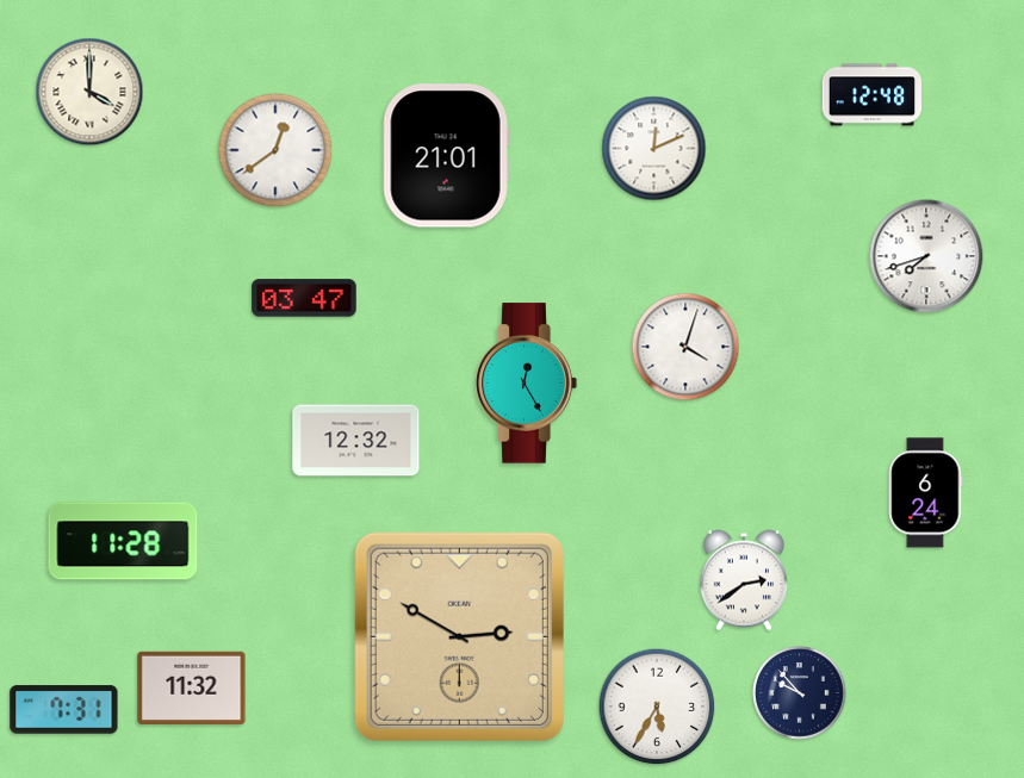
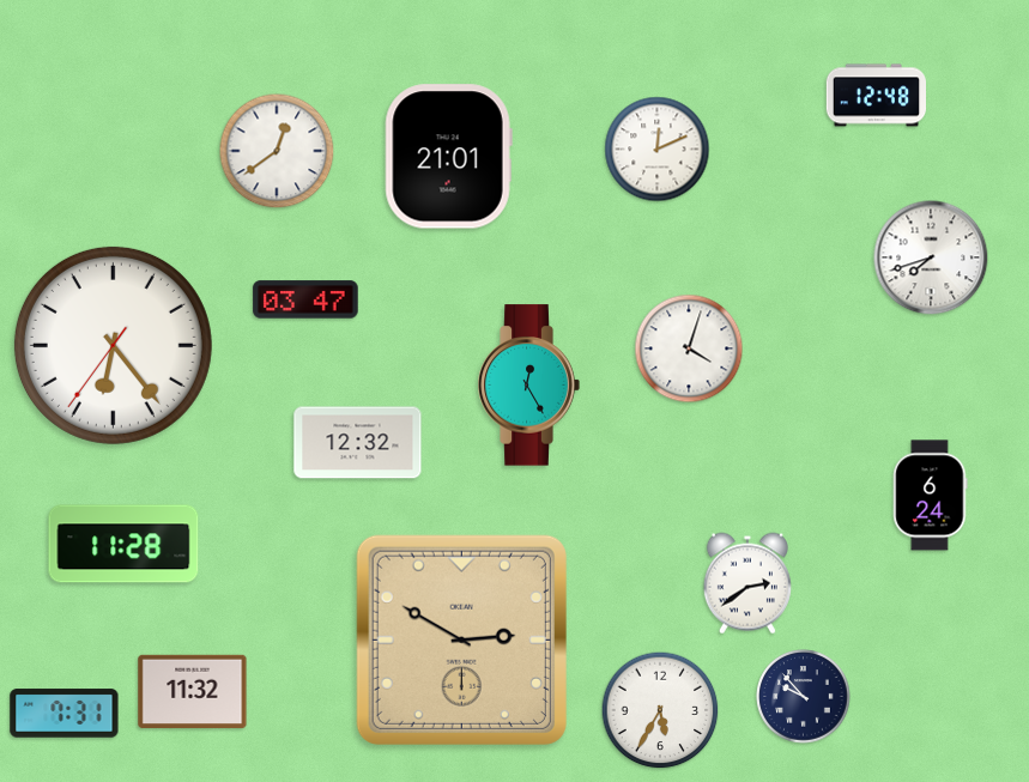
clock at (89, 92): 4:00 -> none
clock at (113, 345): none -> 6:23
